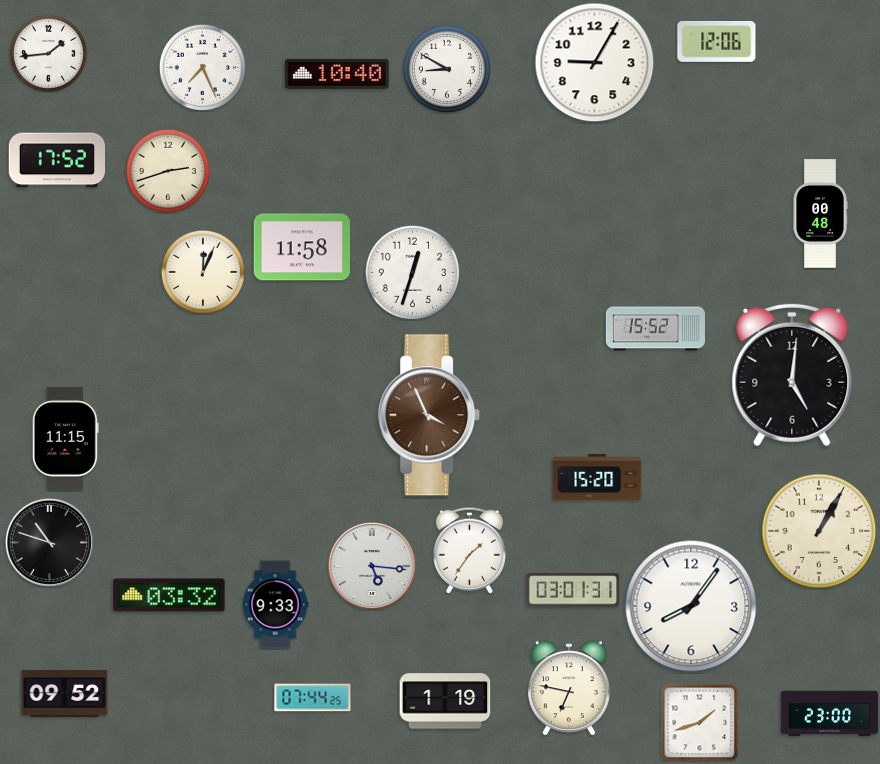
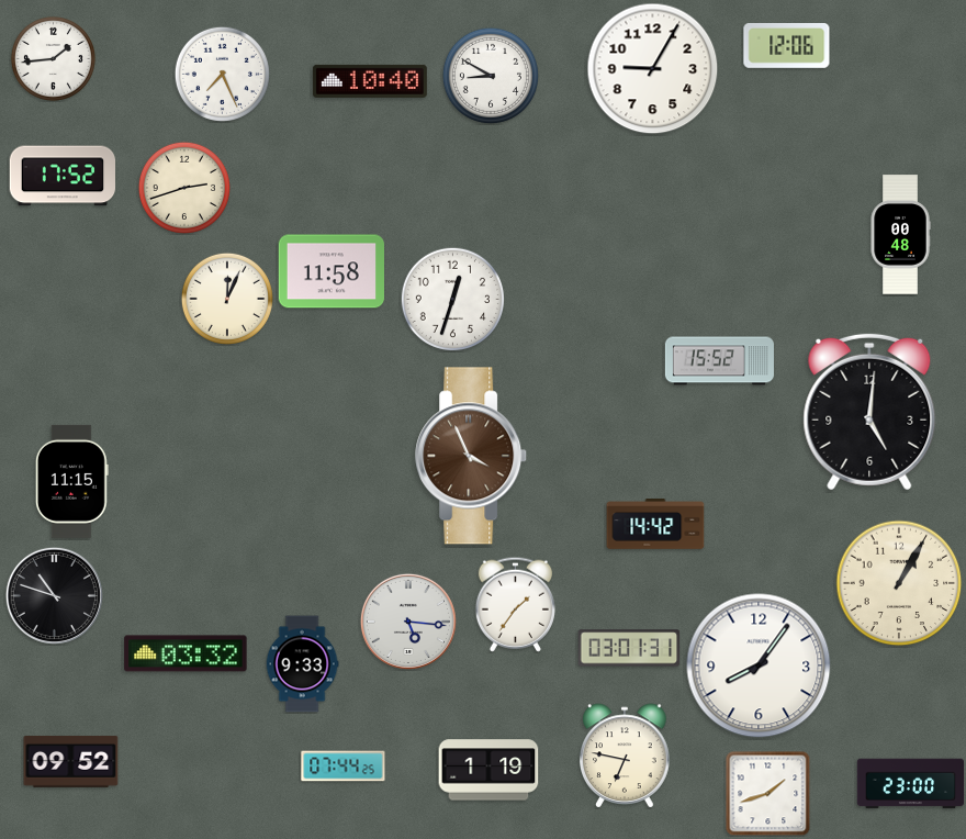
clock at (203, 272) position: (203, 272) -> (227, 299)
clock at (597, 477): 15:20 -> 14:42
